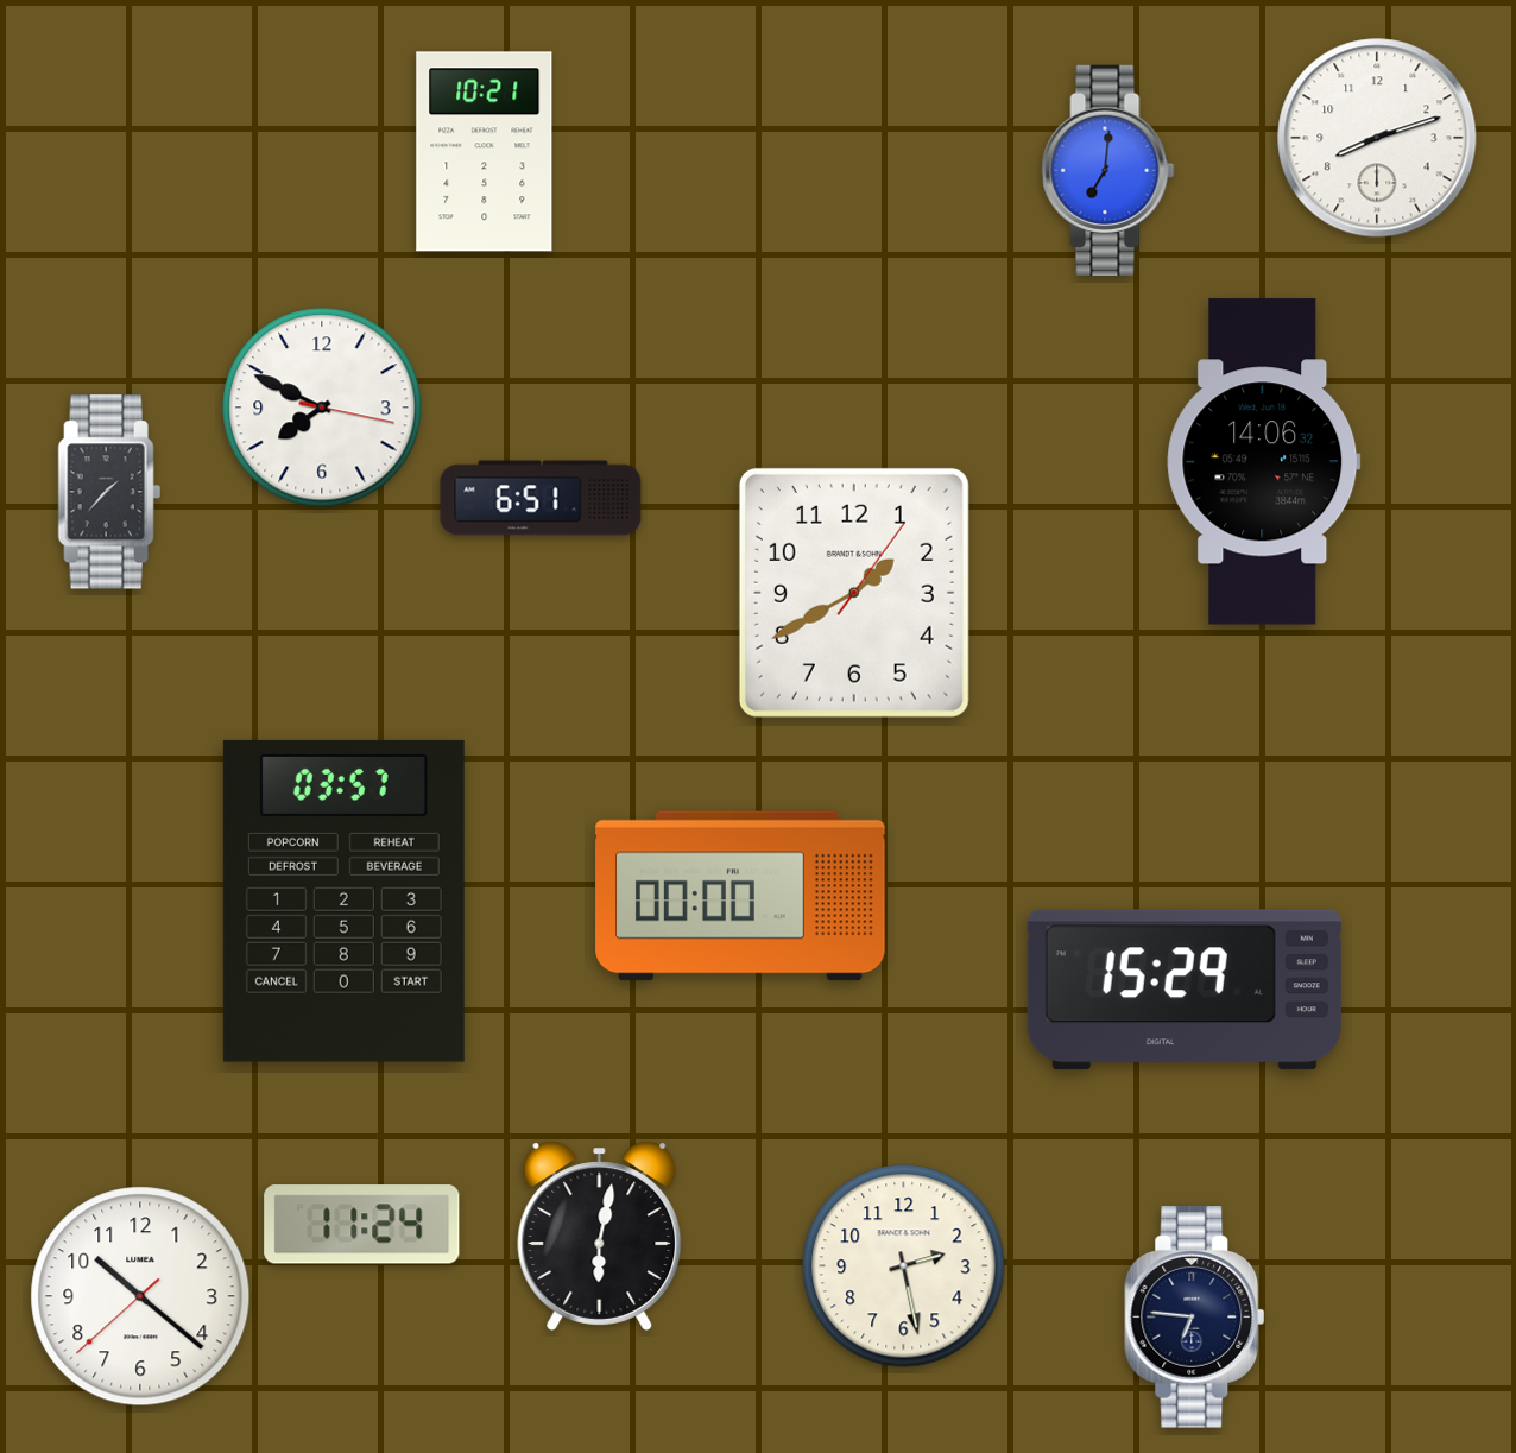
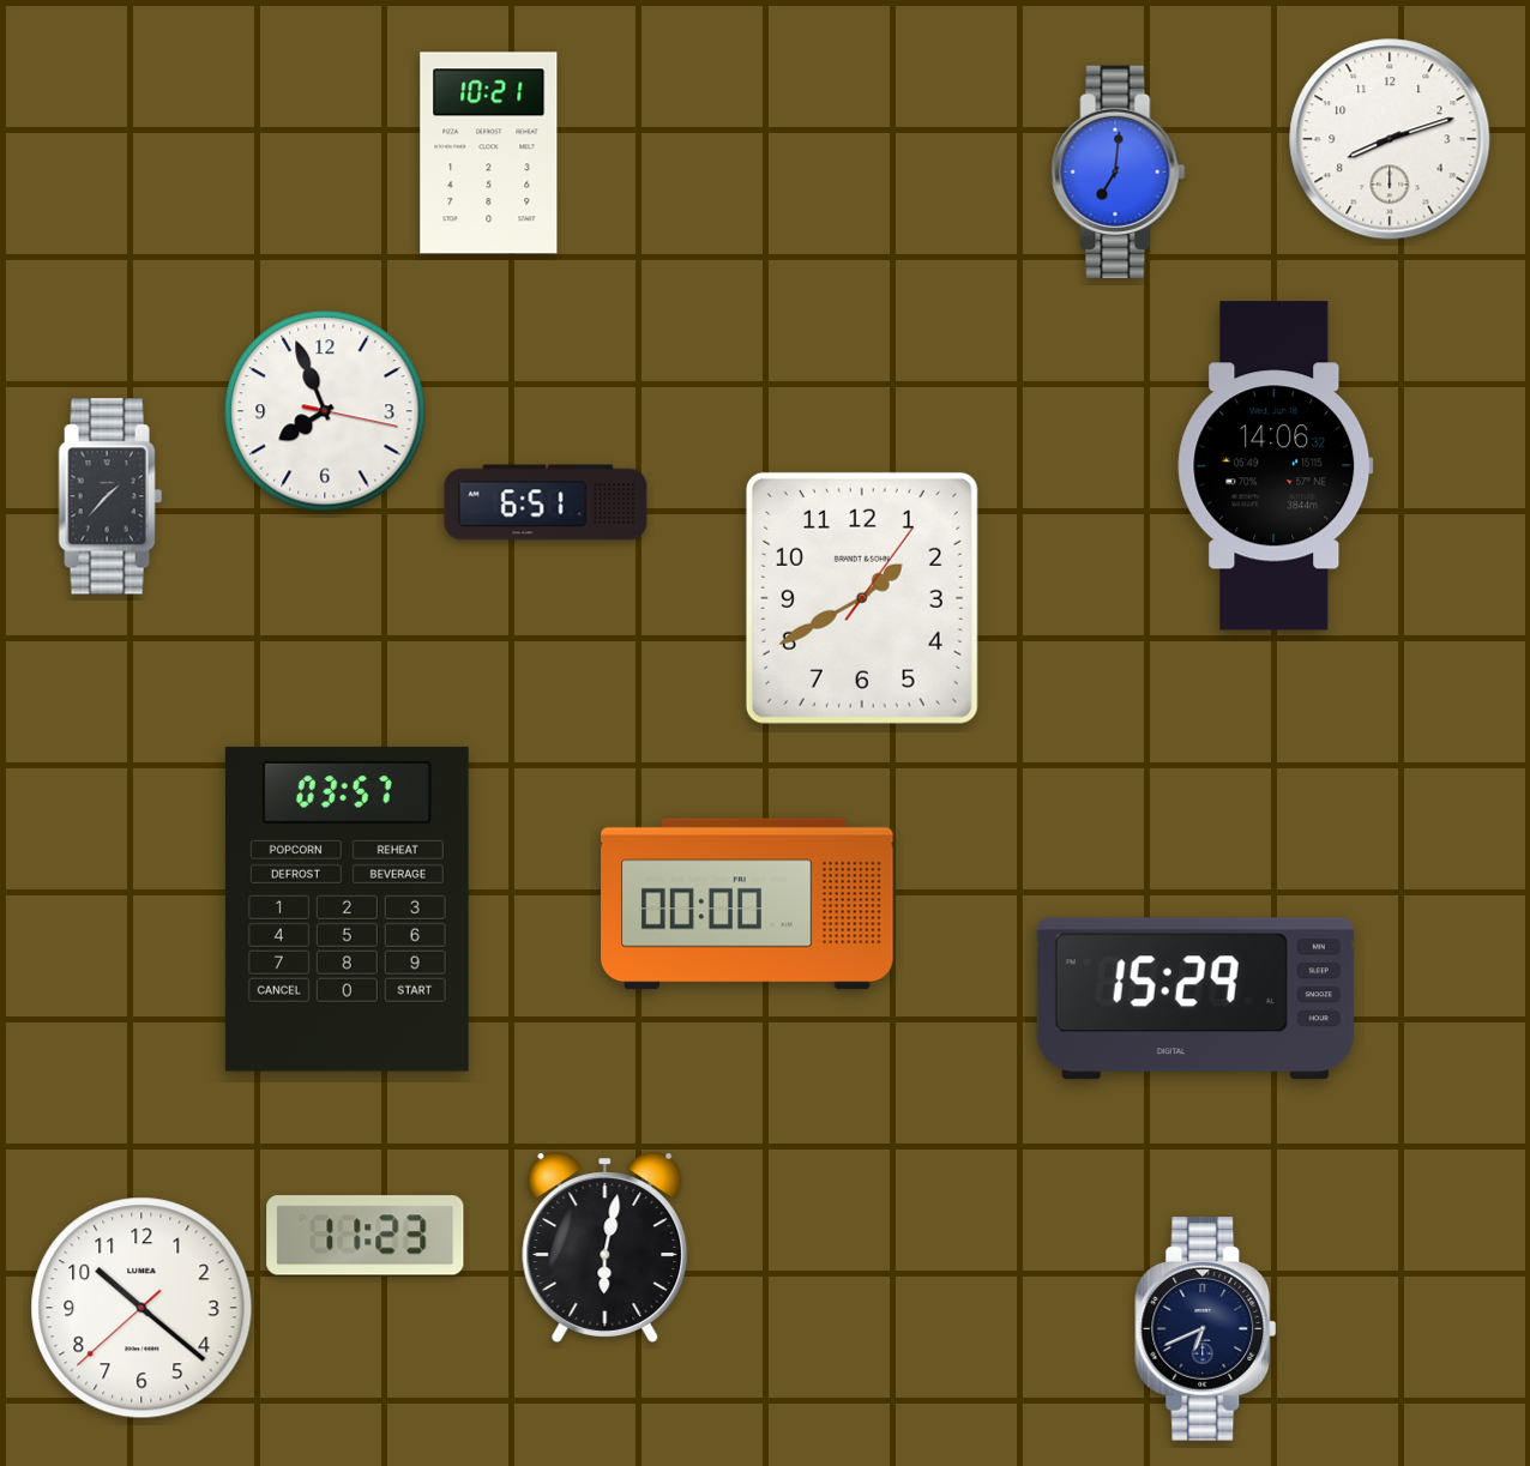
clock at (322, 408): 7:49 -> 7:56
clock at (362, 1225): 11:24 -> 11:23
clock at (904, 1266): 2:28 -> none
clock at (1195, 1318): 6:46 -> 6:41
